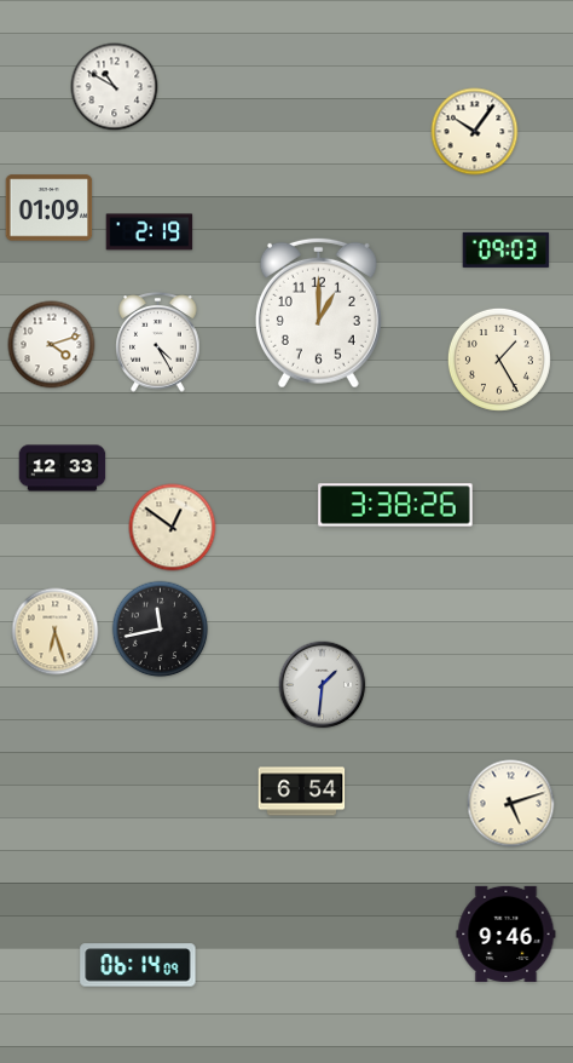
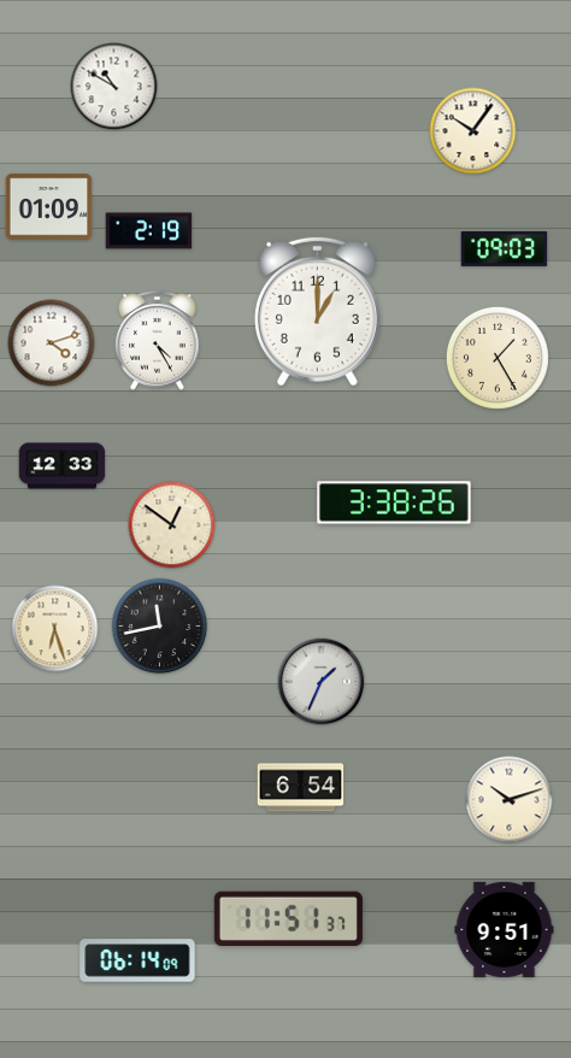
clock at (323, 685): 1:31 -> 1:34
clock at (511, 804): 5:12 -> 10:12
clock at (288, 918): none -> 11:51
clock at (507, 933): 9:46 -> 9:51
